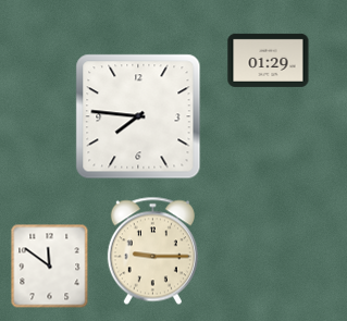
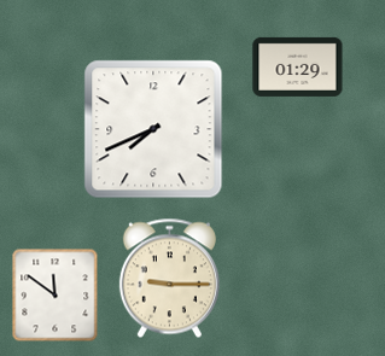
clock at (138, 116): 7:46 -> 7:41
